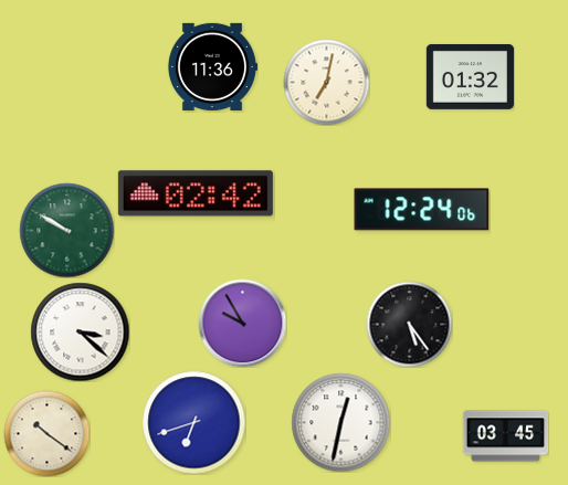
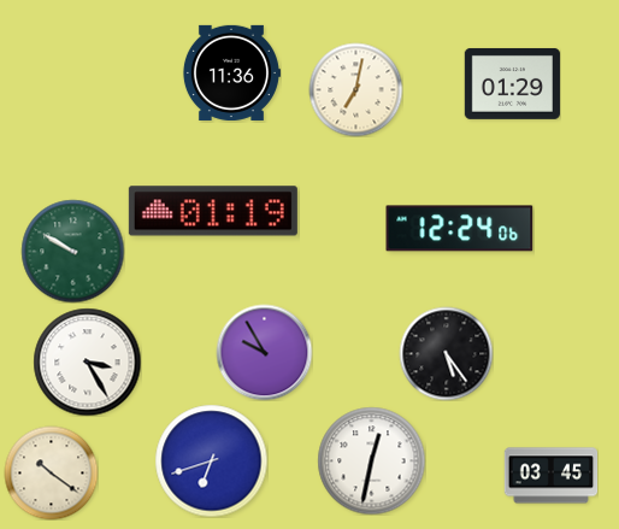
clock at (470, 76): 01:32 -> 01:29
clock at (196, 193): 02:42 -> 01:19
clock at (80, 331): 3:22 -> 3:25
